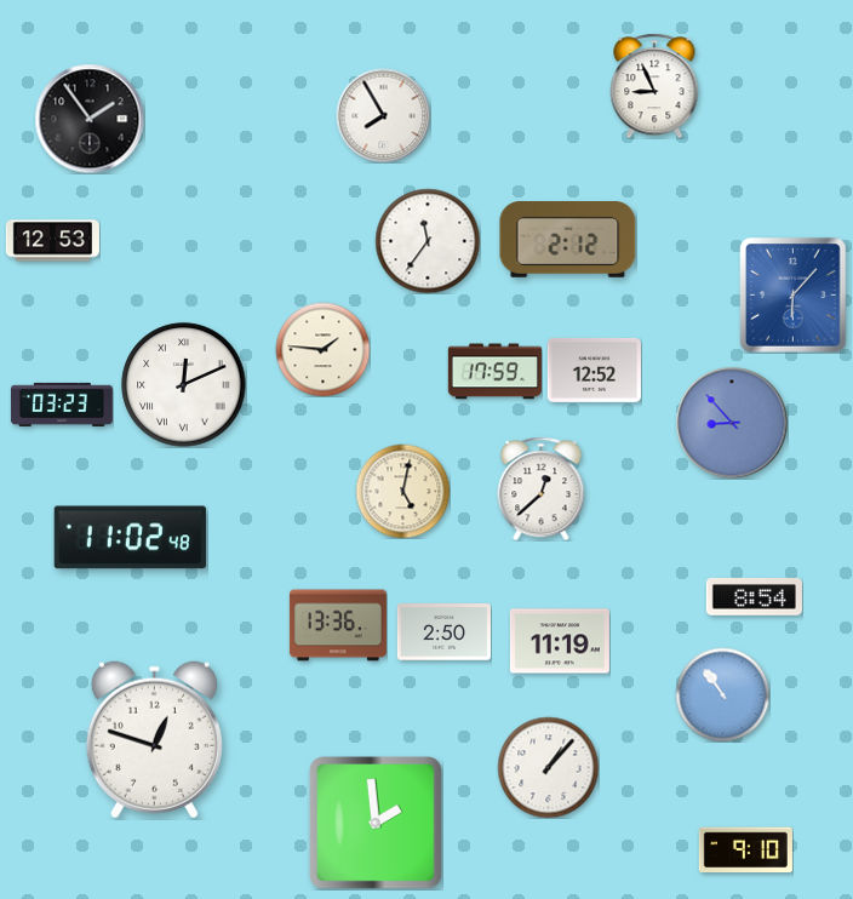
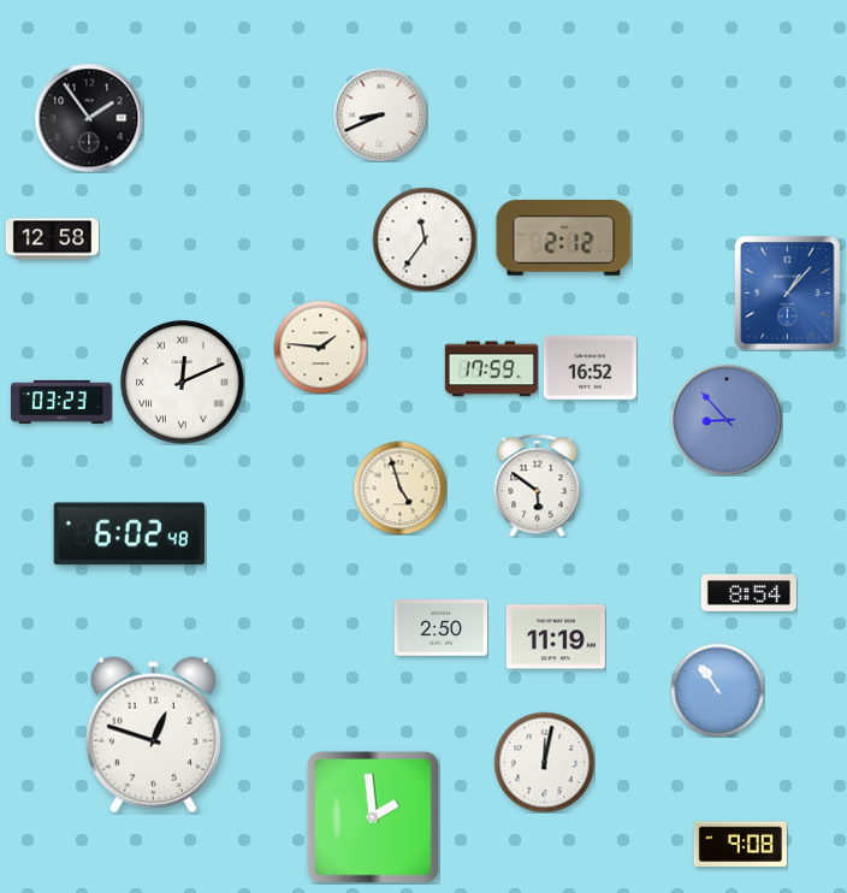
clock at (654, 86): 8:56 -> none
clock at (383, 115): 7:55 -> 8:41
clock at (52, 241): 12:53 -> 12:58
clock at (794, 296): 6:07 -> 1:07
clock at (594, 370): 12:52 -> 16:52
clock at (542, 488): 12:38 -> 5:51
clock at (402, 491): 5:02 -> 4:57
clock at (130, 538): 11:02 -> 6:02
clock at (338, 625): 13:36 -> none
clock at (548, 767): 1:07 -> 12:02
clock at (745, 851): 9:10 -> 9:08
